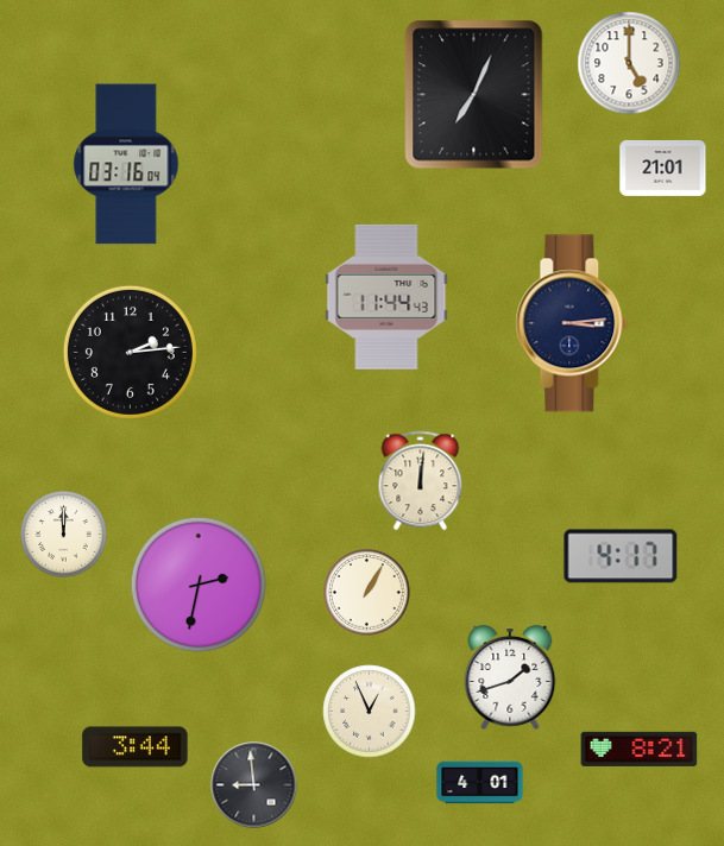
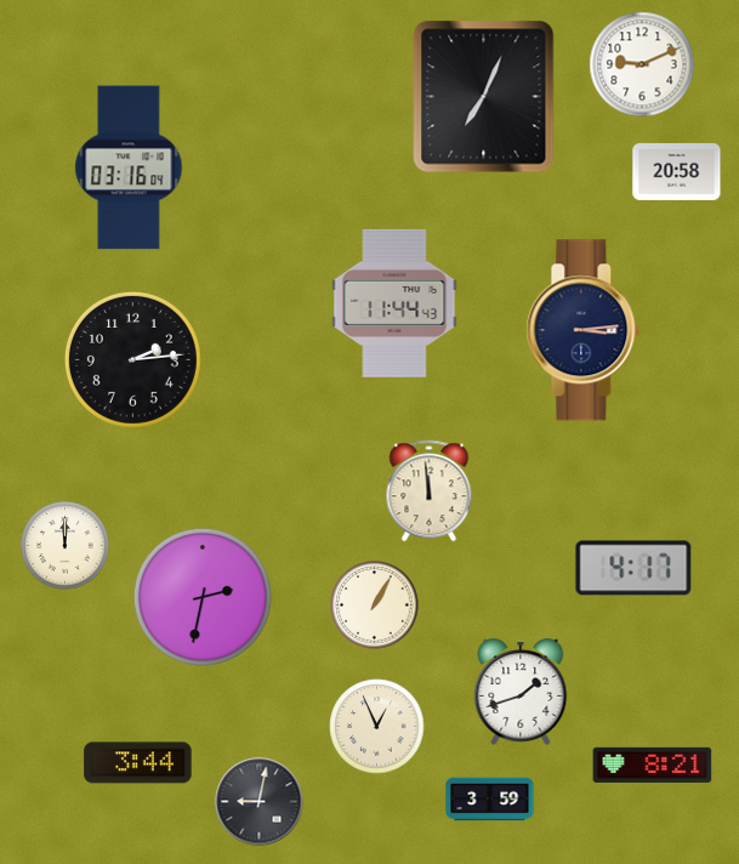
clock at (629, 63): 5:00 -> 9:11
clock at (663, 168): 21:01 -> 20:58
clock at (421, 481): 12:01 -> 11:59
clock at (480, 783): 4:01 -> 3:59
clock at (254, 785): 8:59 -> 9:02
